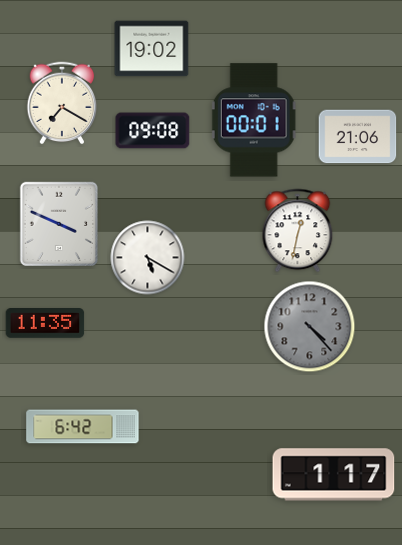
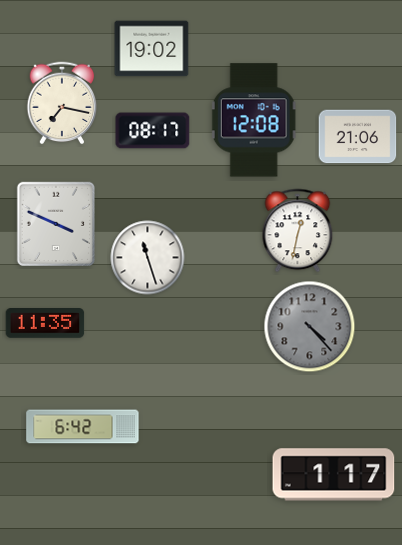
clock at (62, 103): 7:20 -> 7:17
clock at (254, 120): 00:01 -> 12:08
clock at (153, 131): 09:08 -> 08:17
clock at (58, 223) position: (58, 223) -> (55, 223)
clock at (148, 258): 5:20 -> 11:27
